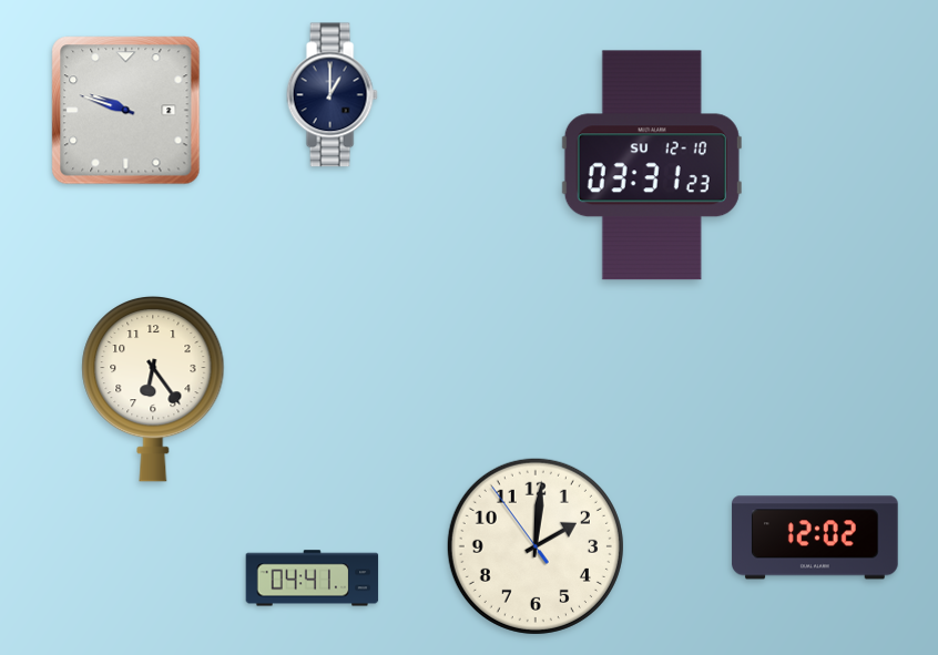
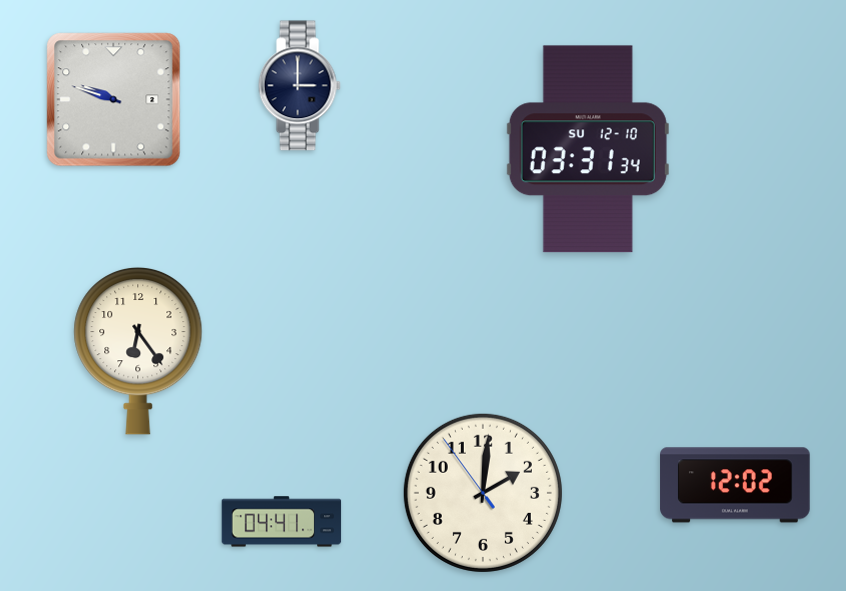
clock at (332, 95): 1:00 -> 3:00
clock at (652, 165): 03:31:23 -> 03:31:34
